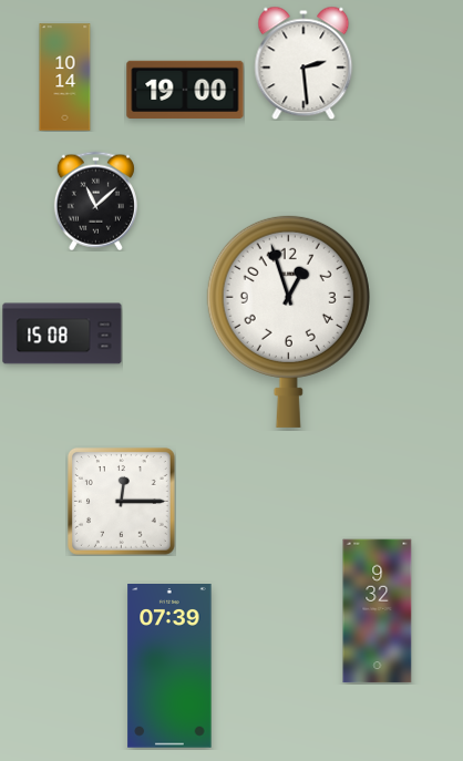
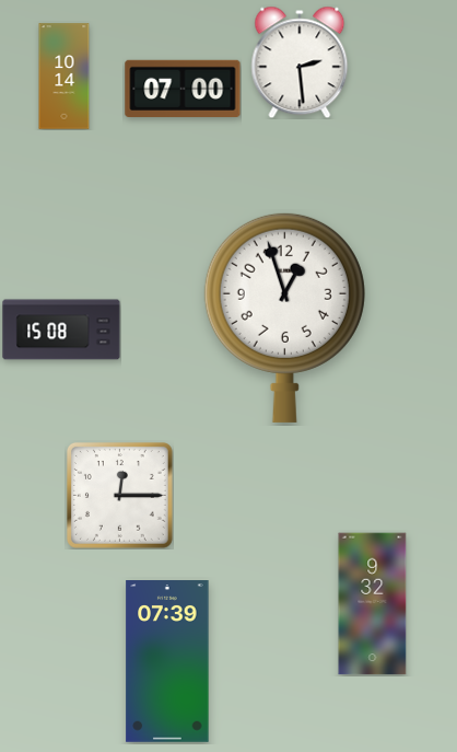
clock at (185, 89): 19:00 -> 07:00
clock at (95, 200): 11:08 -> none
clock at (169, 667) position: (169, 667) -> (167, 662)
